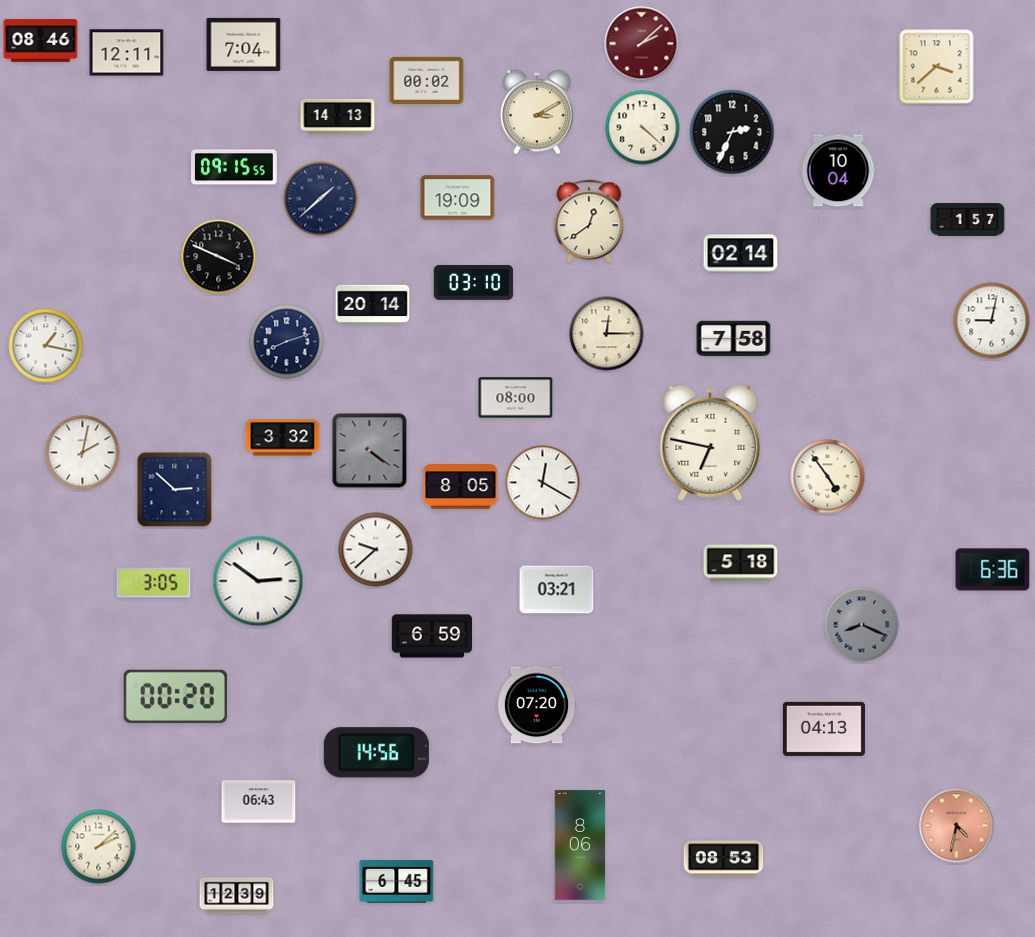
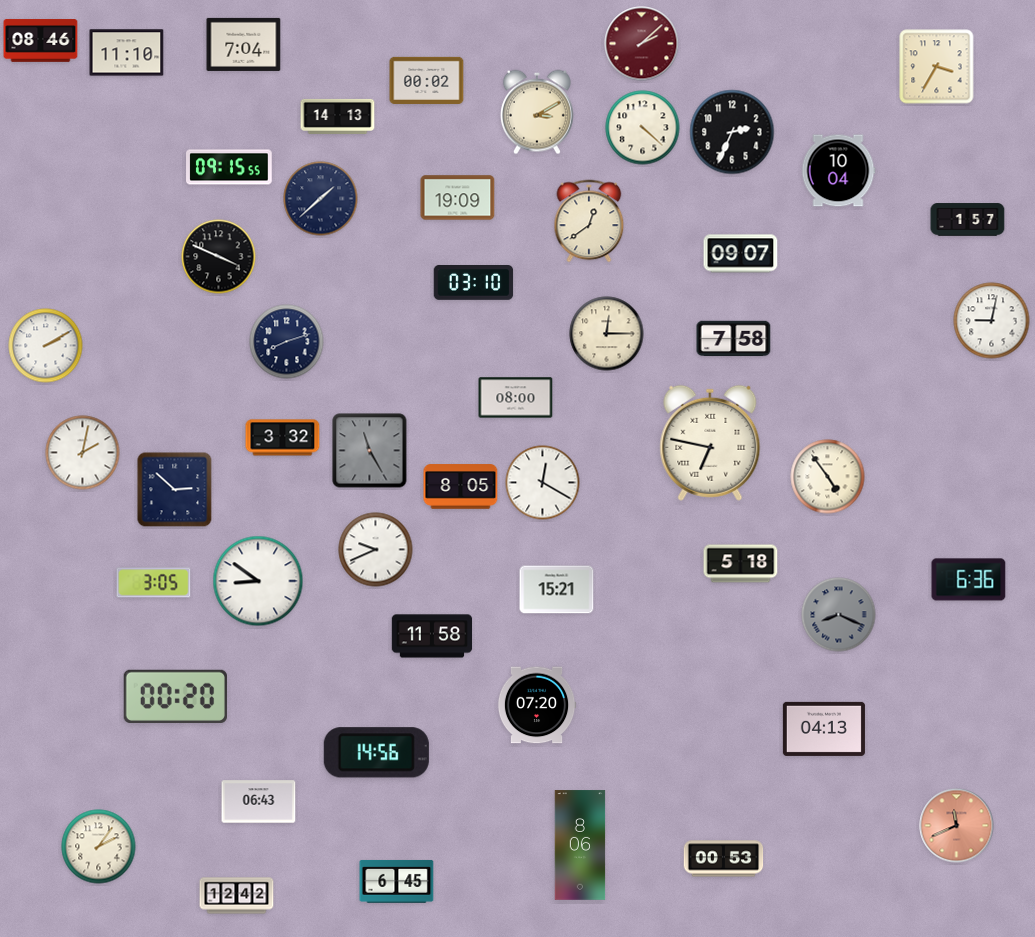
clock at (127, 53): 12:11 -> 11:10
clock at (937, 67): 3:38 -> 3:35
clock at (234, 167) position: (234, 167) -> (229, 167)
clock at (741, 254): 02:14 -> 09:07
clock at (373, 304): 20:14 -> none
clock at (46, 346): 1:17 -> 2:10
clock at (370, 451): 4:21 -> 11:25
clock at (376, 550): 9:38 -> 9:41
clock at (993, 570) position: (993, 570) -> (969, 580)
clock at (258, 581): 2:51 -> 8:51
clock at (557, 590): 03:21 -> 15:21
clock at (862, 625) position: (862, 625) -> (839, 615)
clock at (432, 636): 6:59 -> 11:58
clock at (957, 826): 4:32 -> 11:41
clock at (99, 847): 2:08 -> 2:06
clock at (724, 859): 08:53 -> 00:53
clock at (237, 896): 12:39 -> 12:42
